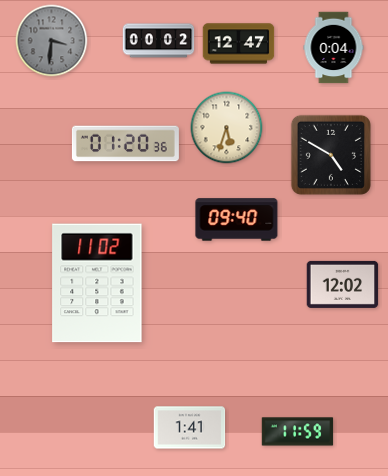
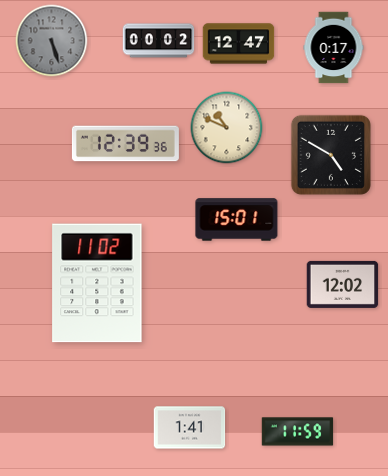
clock at (52, 41): 3:31 -> 5:27
clock at (334, 48): 0:04 -> 0:17
clock at (227, 128): 5:33 -> 10:49
clock at (125, 144): 01:20 -> 12:39
clock at (237, 220): 09:40 -> 15:01
